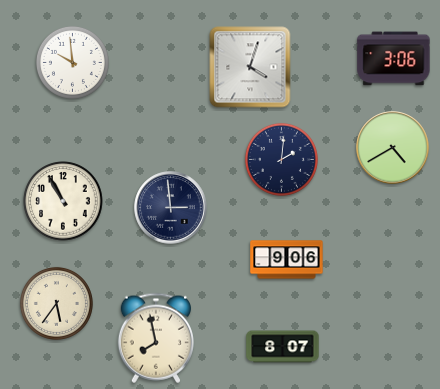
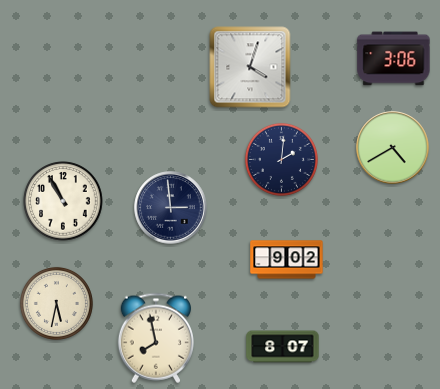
clock at (72, 62): 9:59 -> none
clock at (287, 260): 9:06 -> 9:02
clock at (56, 303): 5:36 -> 5:32
